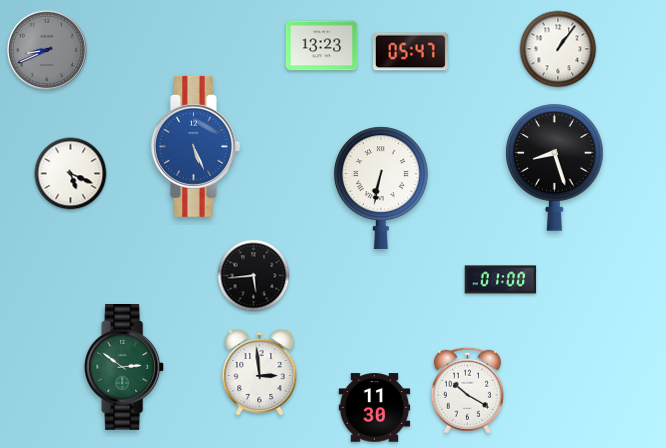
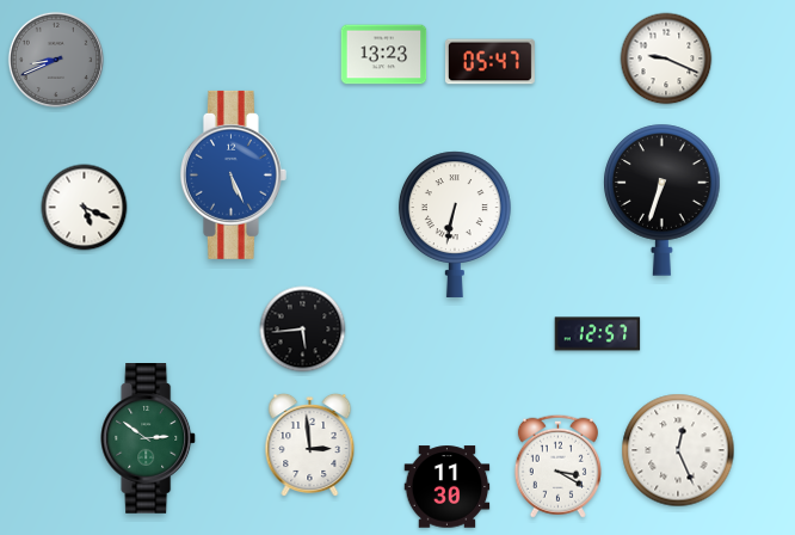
clock at (558, 49): 1:06 -> 9:19
clock at (555, 167): 8:27 -> 6:33
clock at (501, 280): 01:00 -> 12:57
clock at (678, 450): none -> 12:26
clock at (467, 390): 10:20 -> 3:20
